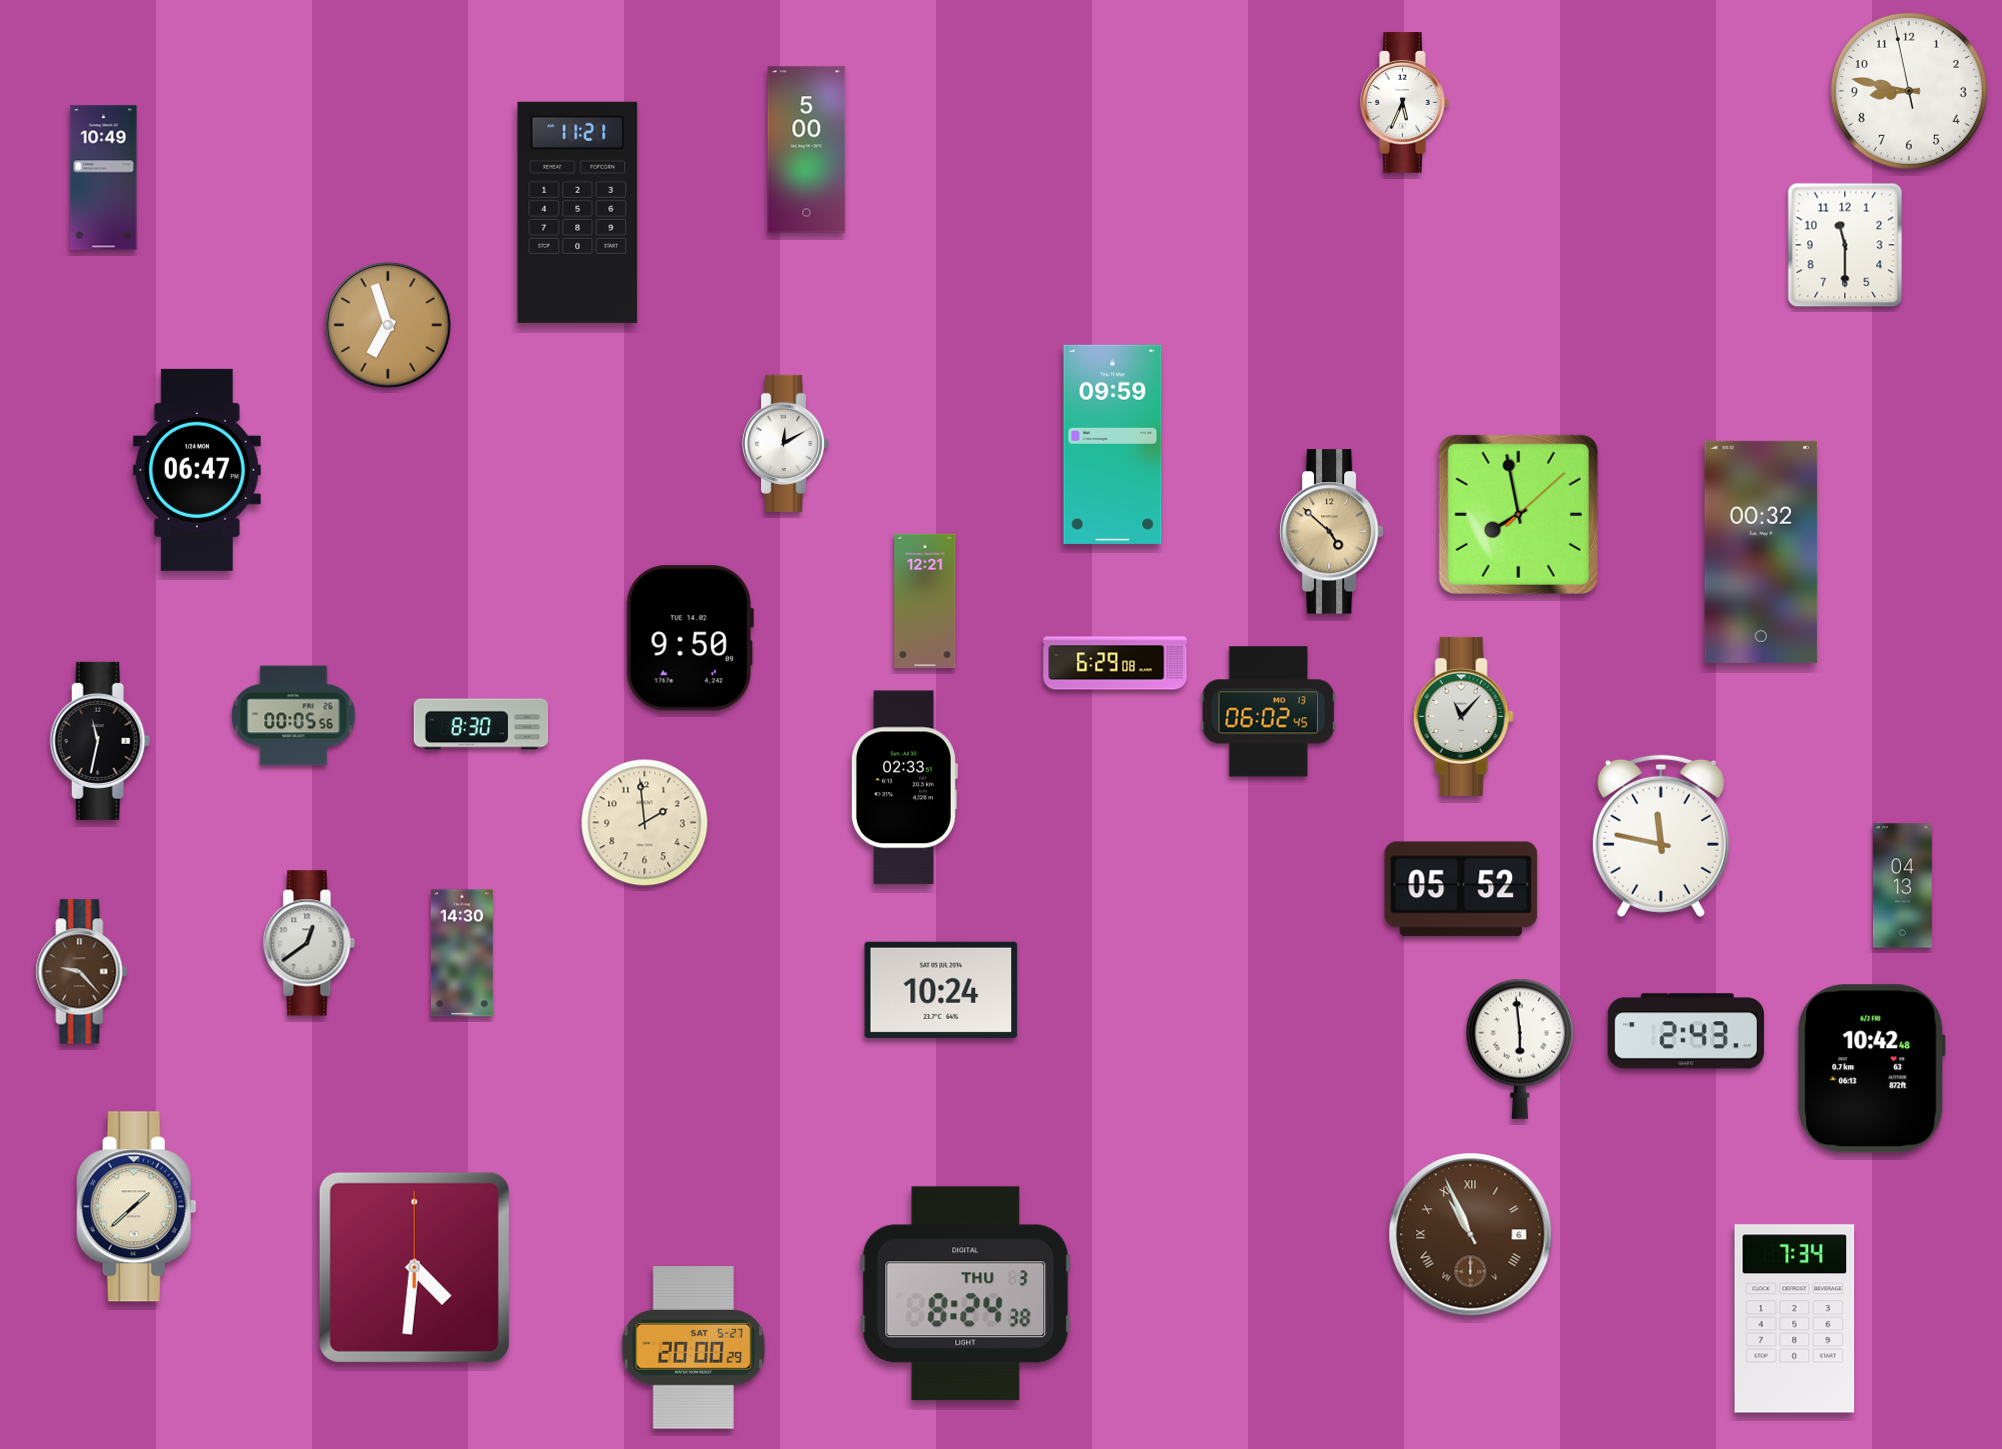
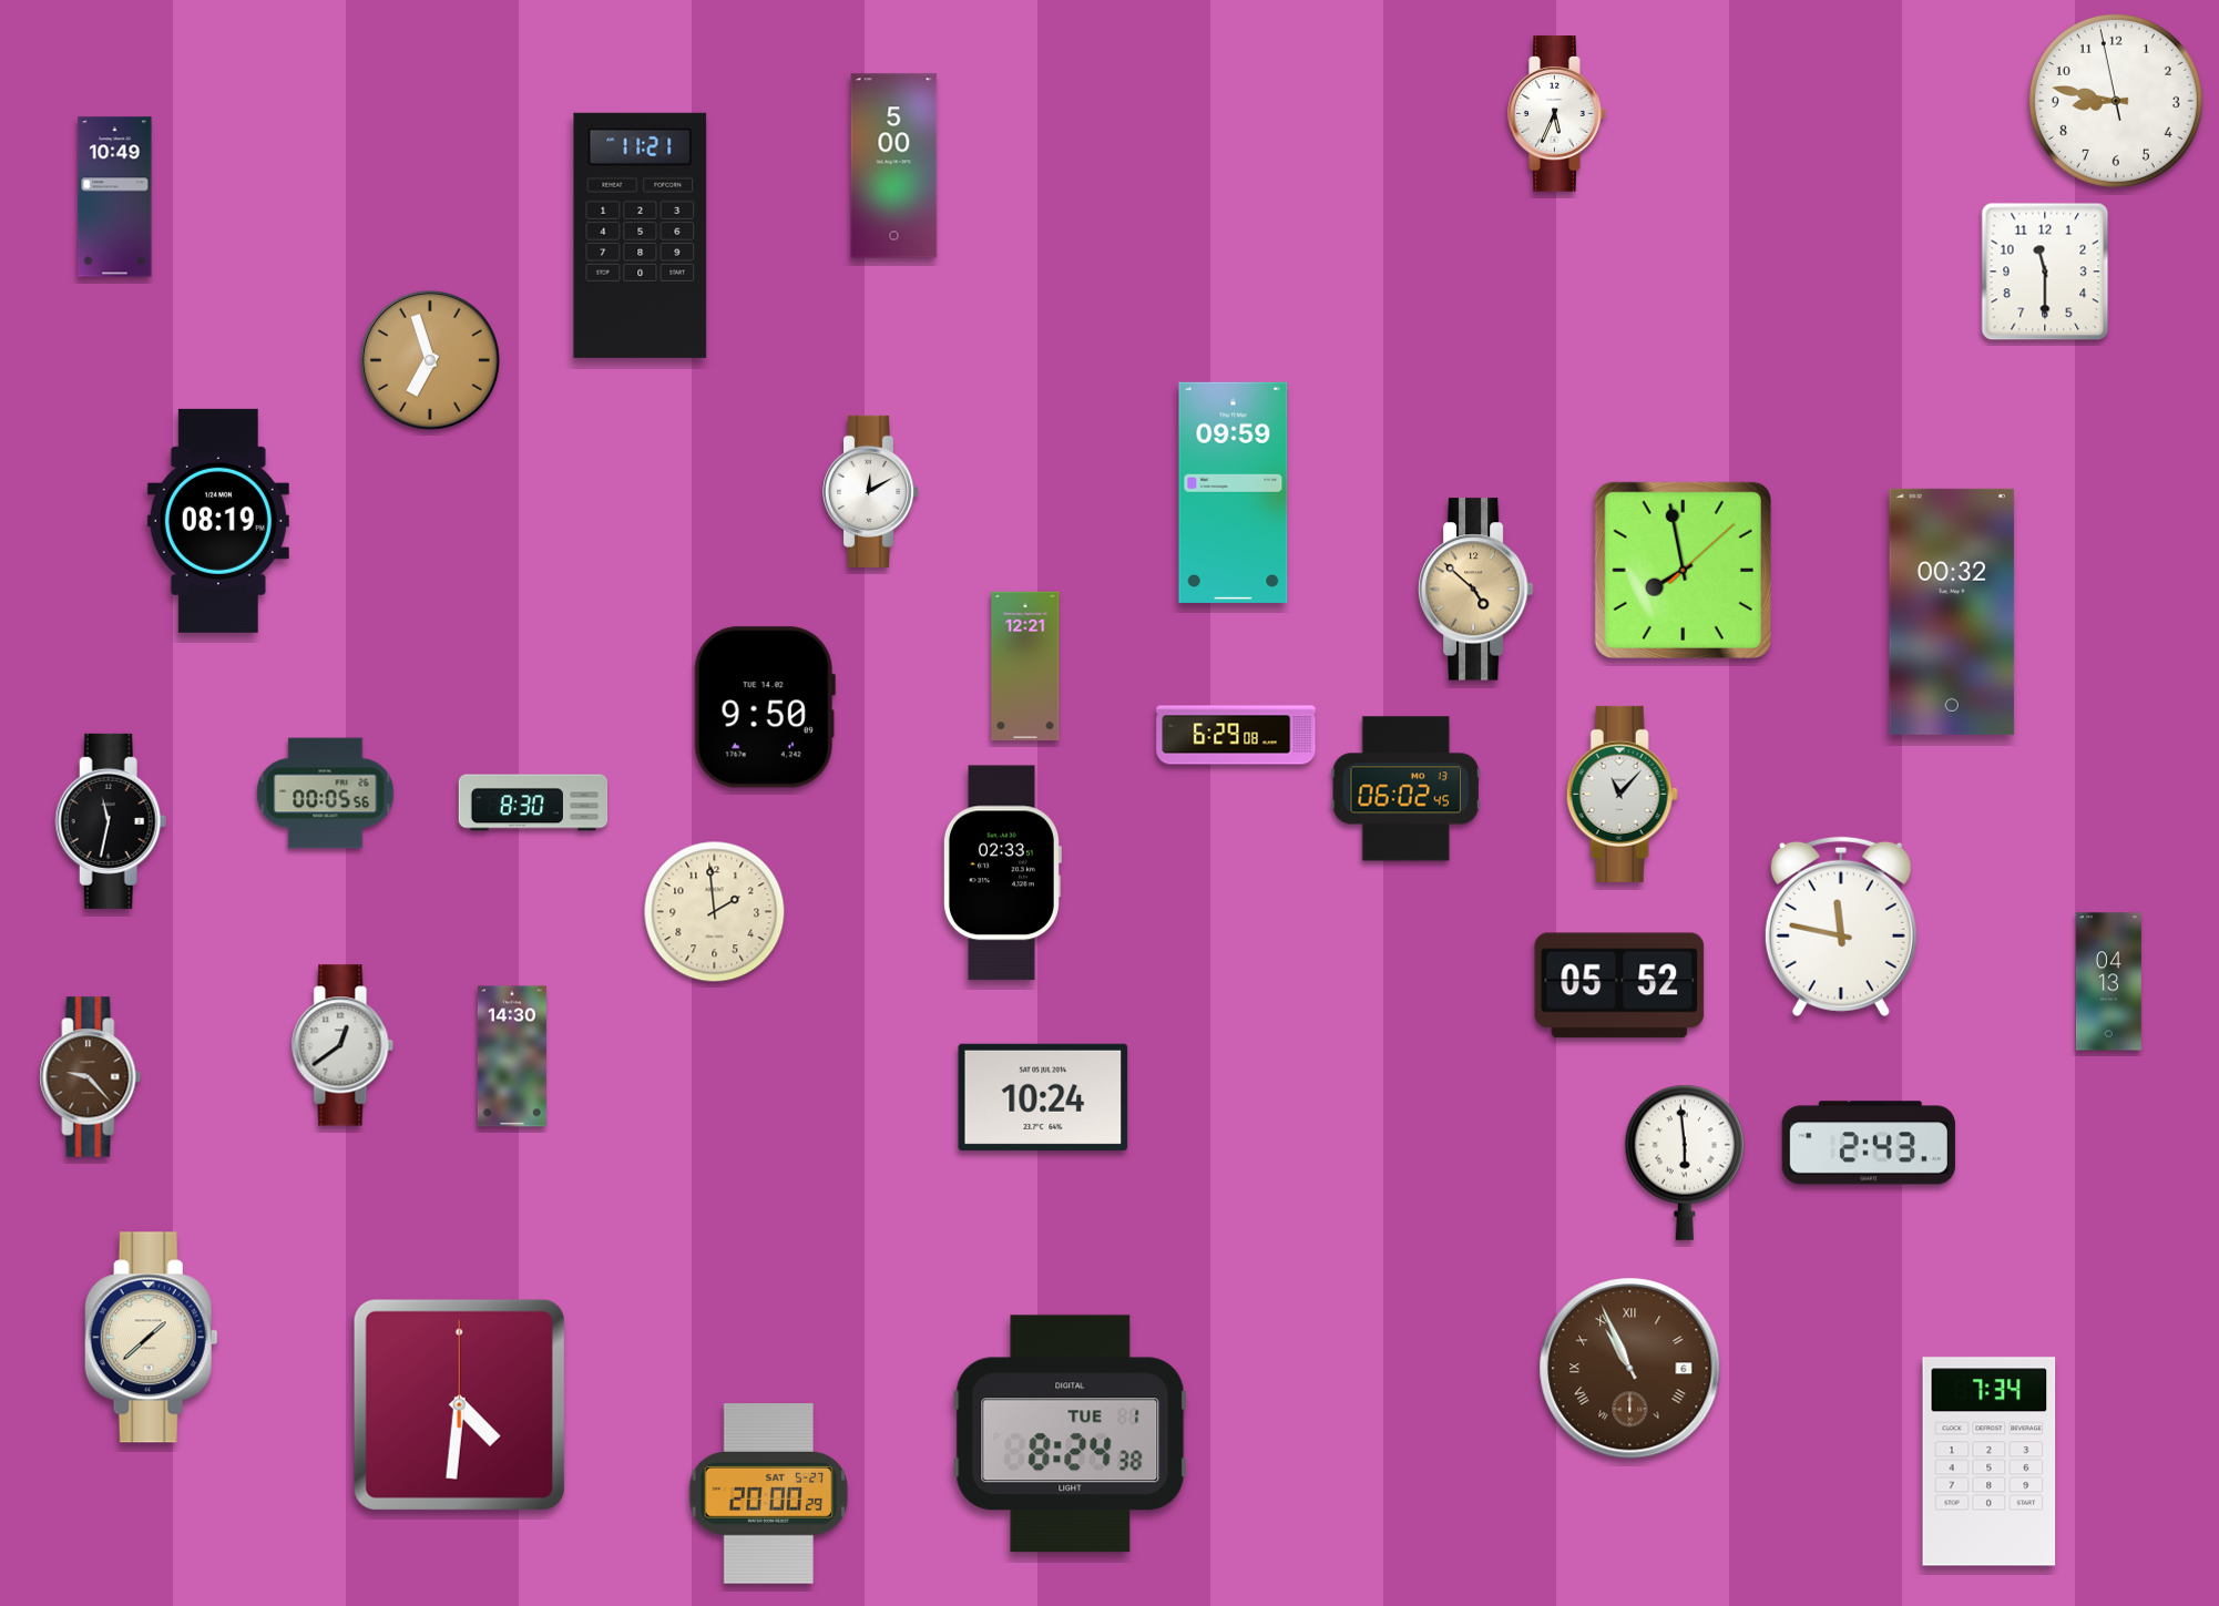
clock at (197, 470): 06:47 -> 08:19
clock at (1872, 1069): 10:42 -> none
clock at (966, 1294) date: THU 3 -> TUE 1
